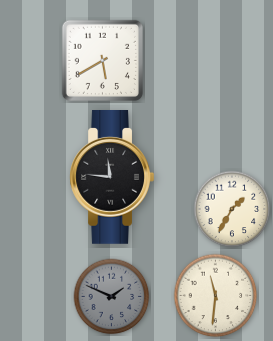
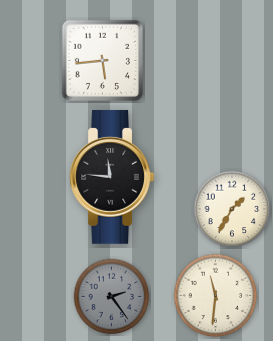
clock at (102, 60): 5:40 -> 5:44
clock at (112, 297): 1:49 -> 2:24
